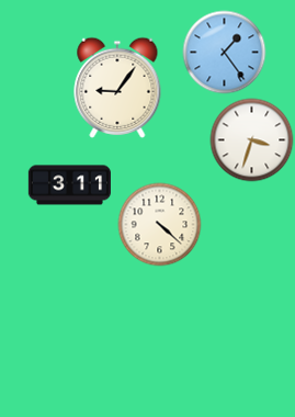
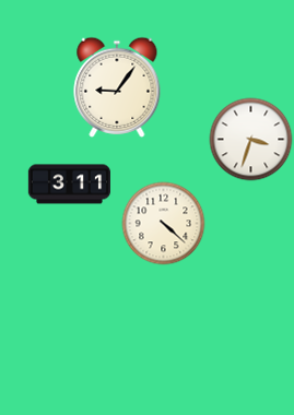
clock at (225, 53): 1:24 -> none
clock at (160, 225) position: (160, 225) -> (164, 224)
